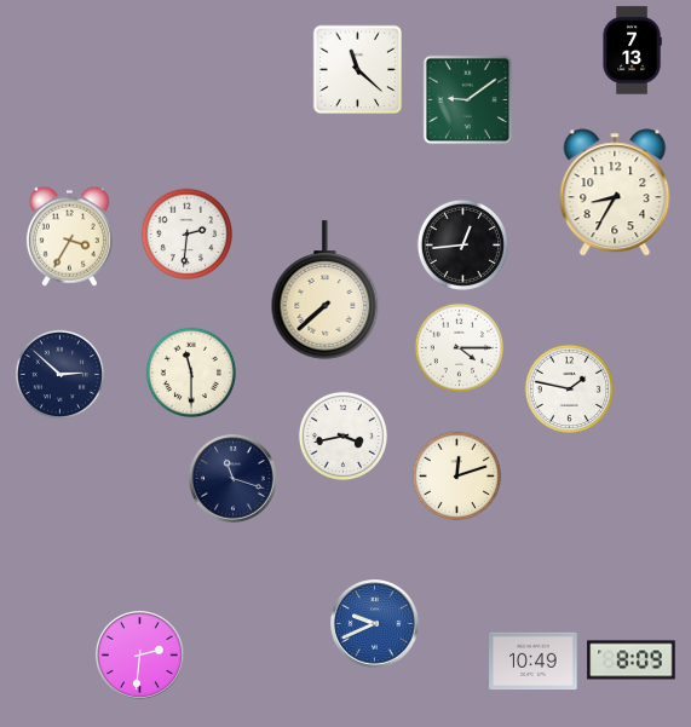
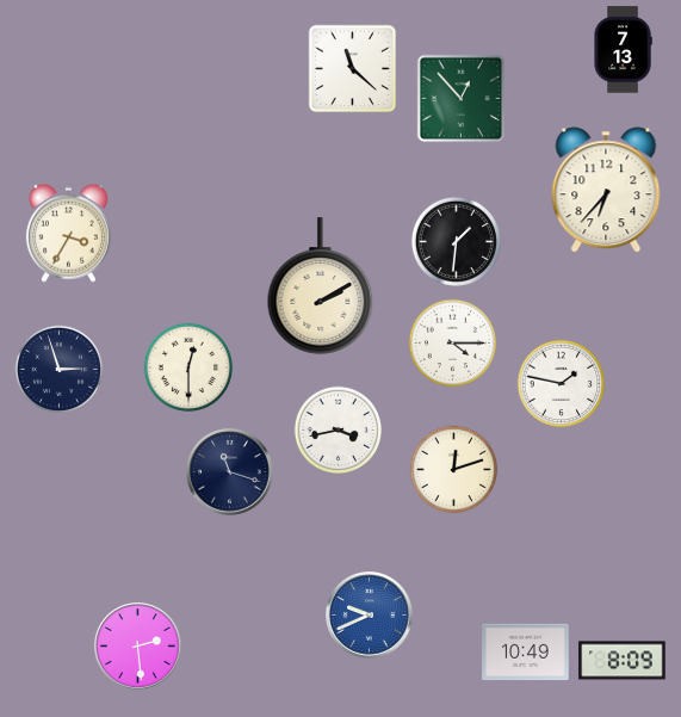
clock at (468, 100): 9:09 -> 12:53
clock at (615, 192): 8:35 -> 6:37
clock at (186, 233): 2:31 -> none
clock at (462, 244): 12:44 -> 1:31
clock at (326, 290): 7:38 -> 2:10
clock at (190, 371): 11:30 -> 12:30
clock at (61, 375): 2:52 -> 2:57
clock at (457, 477) position: (457, 477) -> (454, 470)
clock at (140, 656): 2:31 -> 2:29
clock at (632, 660) position: (632, 660) -> (623, 661)
